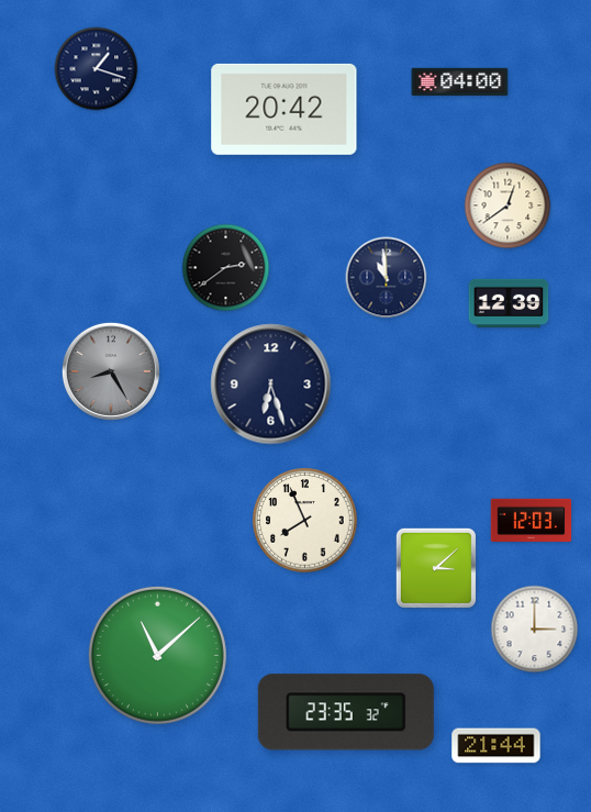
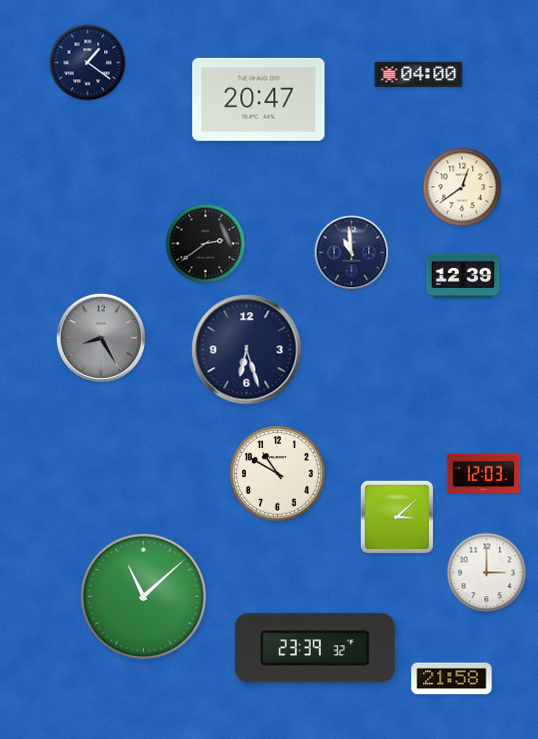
clock at (97, 69): 1:18 -> 1:21
clock at (285, 109): 20:42 -> 20:47
clock at (305, 521): 7:56 -> 10:50
clock at (346, 712): 23:35 -> 23:39
clock at (497, 746): 21:44 -> 21:58
